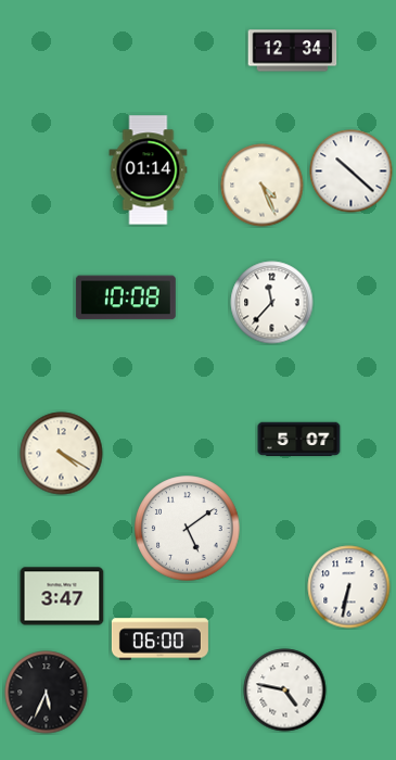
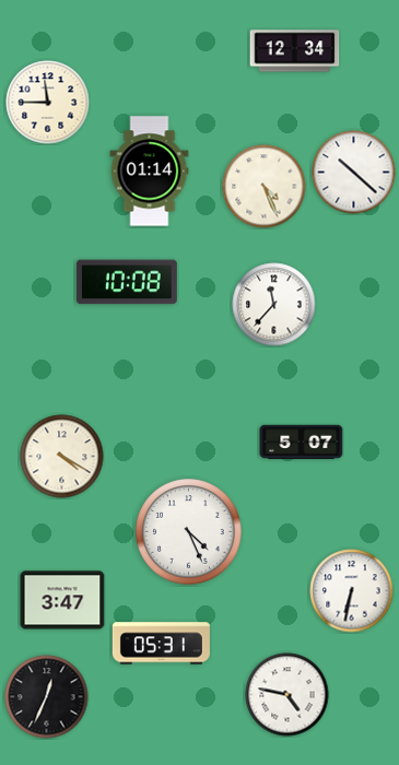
clock at (48, 103): none -> 11:45
clock at (126, 297) position: (126, 297) -> (127, 282)
clock at (188, 529): 5:09 -> 4:26
clock at (159, 639): 06:00 -> 05:31
clock at (47, 693): 5:34 -> 12:34
